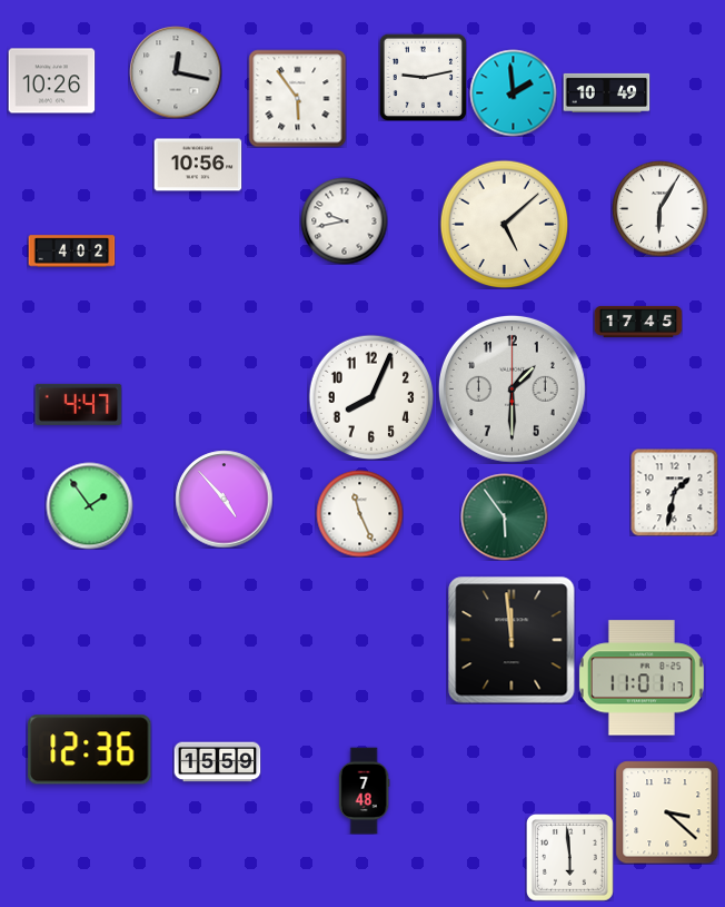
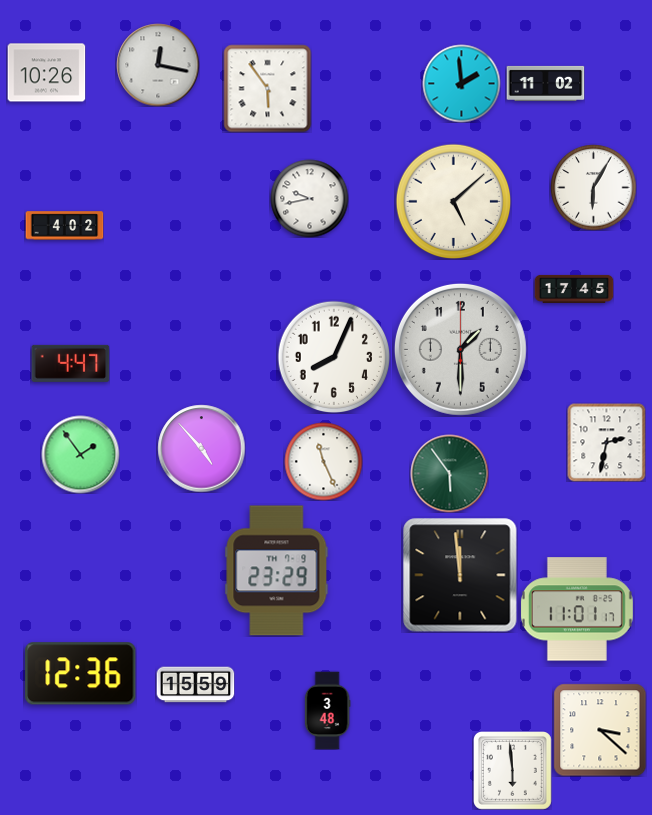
clock at (423, 77): 9:13 -> none
clock at (606, 92): 10:49 -> 11:02
clock at (198, 165): 10:56 -> none
clock at (674, 492): 1:32 -> 2:32
clock at (504, 516) position: (504, 516) -> (449, 473)
clock at (277, 571): none -> 23:29
clock at (364, 790): 7:48 -> 3:48
